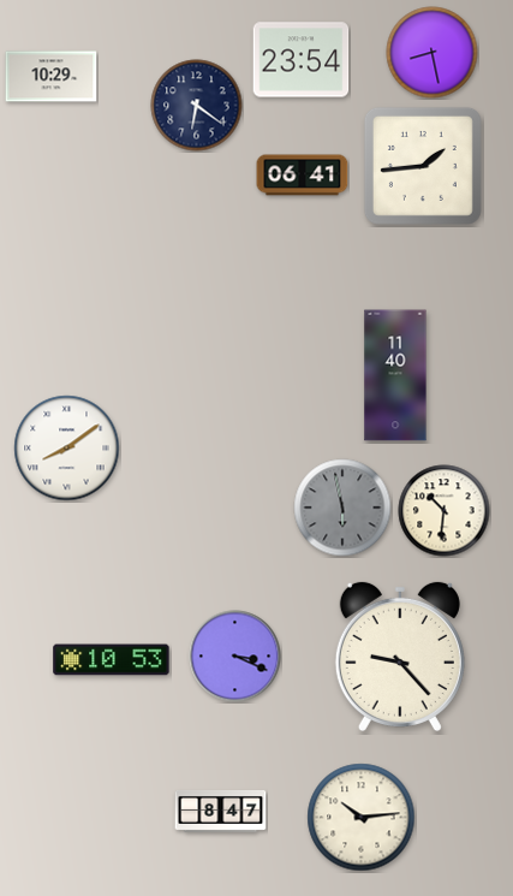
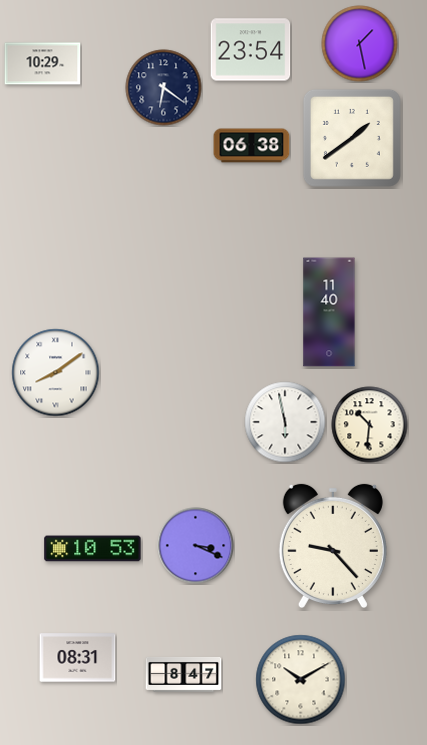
clock at (433, 53): 8:28 -> 1:28
clock at (423, 166): 1:44 -> 1:39
clock at (303, 176): 06:41 -> 06:38
clock at (342, 508) dial: grey -> white
clock at (78, 658): none -> 08:31
clock at (362, 818): 10:14 -> 10:10
